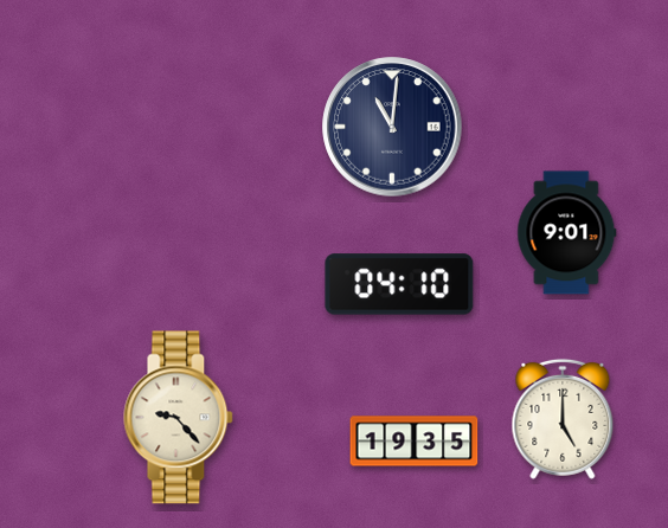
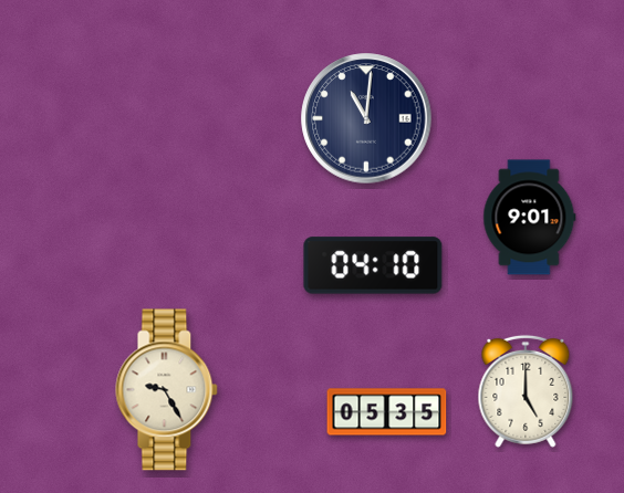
clock at (179, 418): 9:23 -> 9:25
clock at (415, 442): 19:35 -> 05:35
